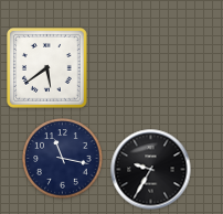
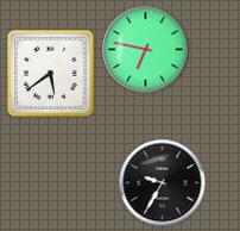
clock at (146, 50): none -> 6:47
clock at (63, 159): 11:17 -> none
